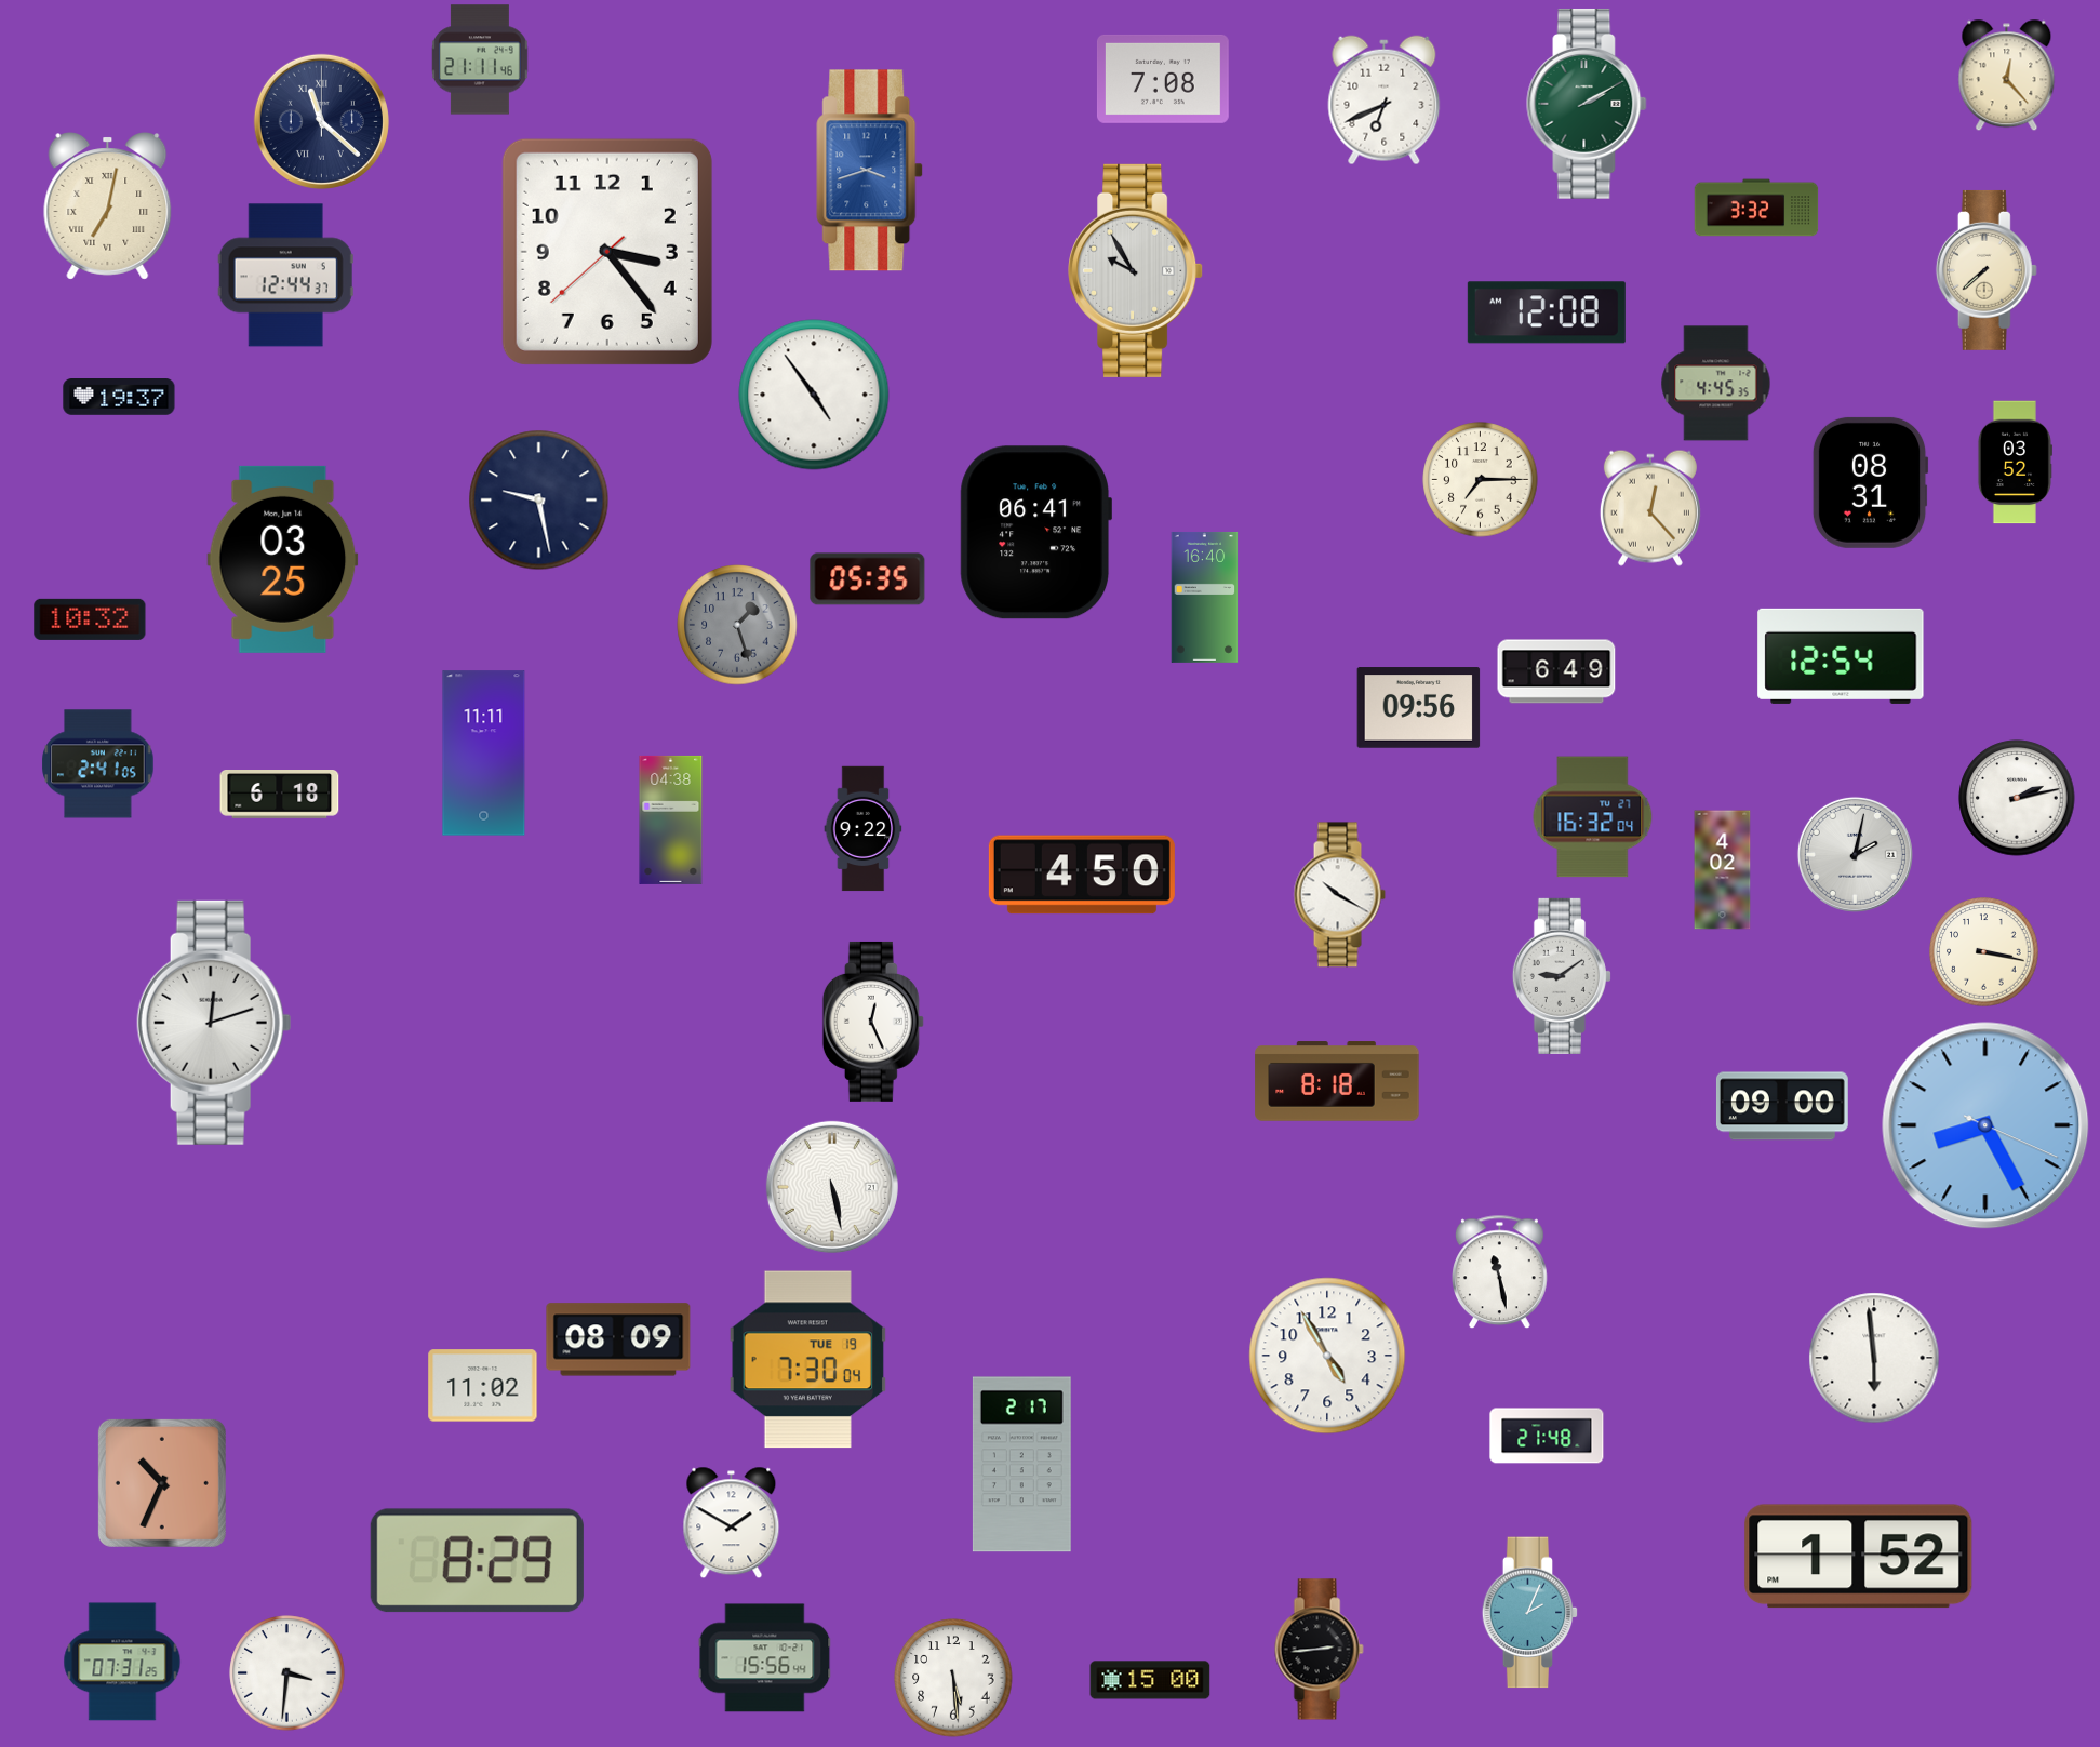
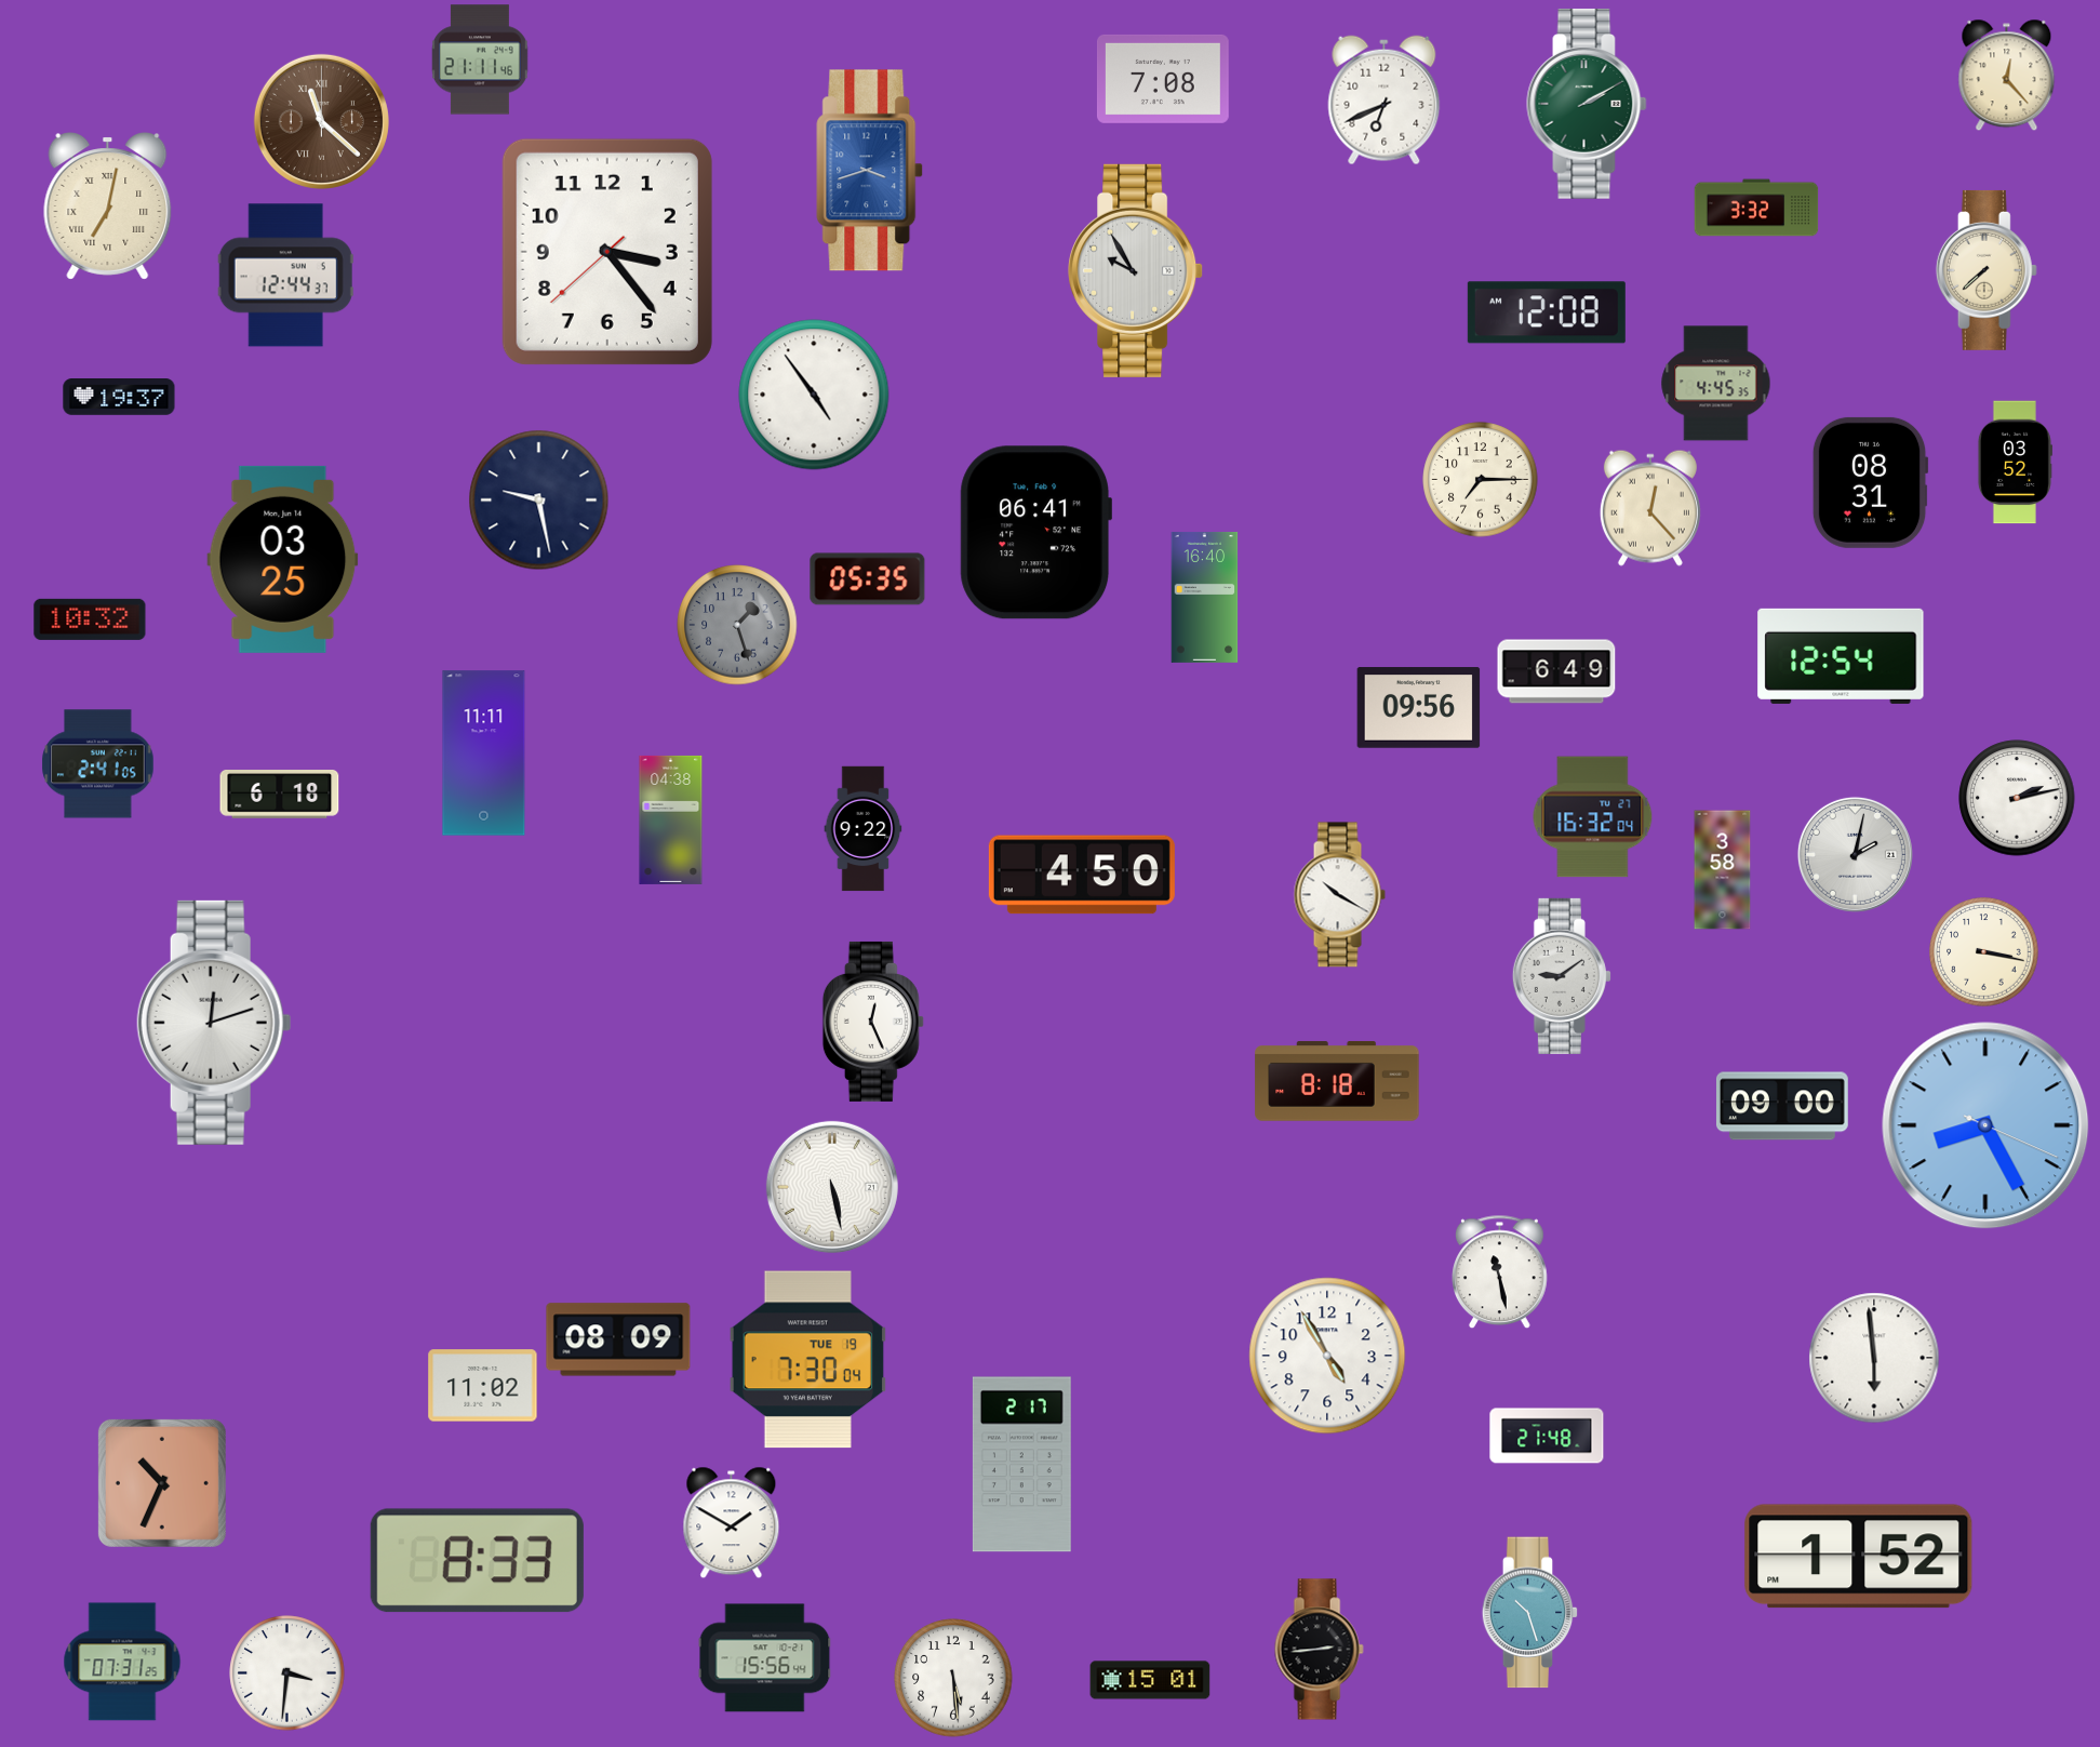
clock at (321, 121) dial: navy -> brown
clock at (1723, 870): 4:02 -> 3:58
clock at (477, 1561): 8:29 -> 8:33
clock at (1530, 1613): 2:04 -> 10:27
clock at (1150, 1680): 15:00 -> 15:01
